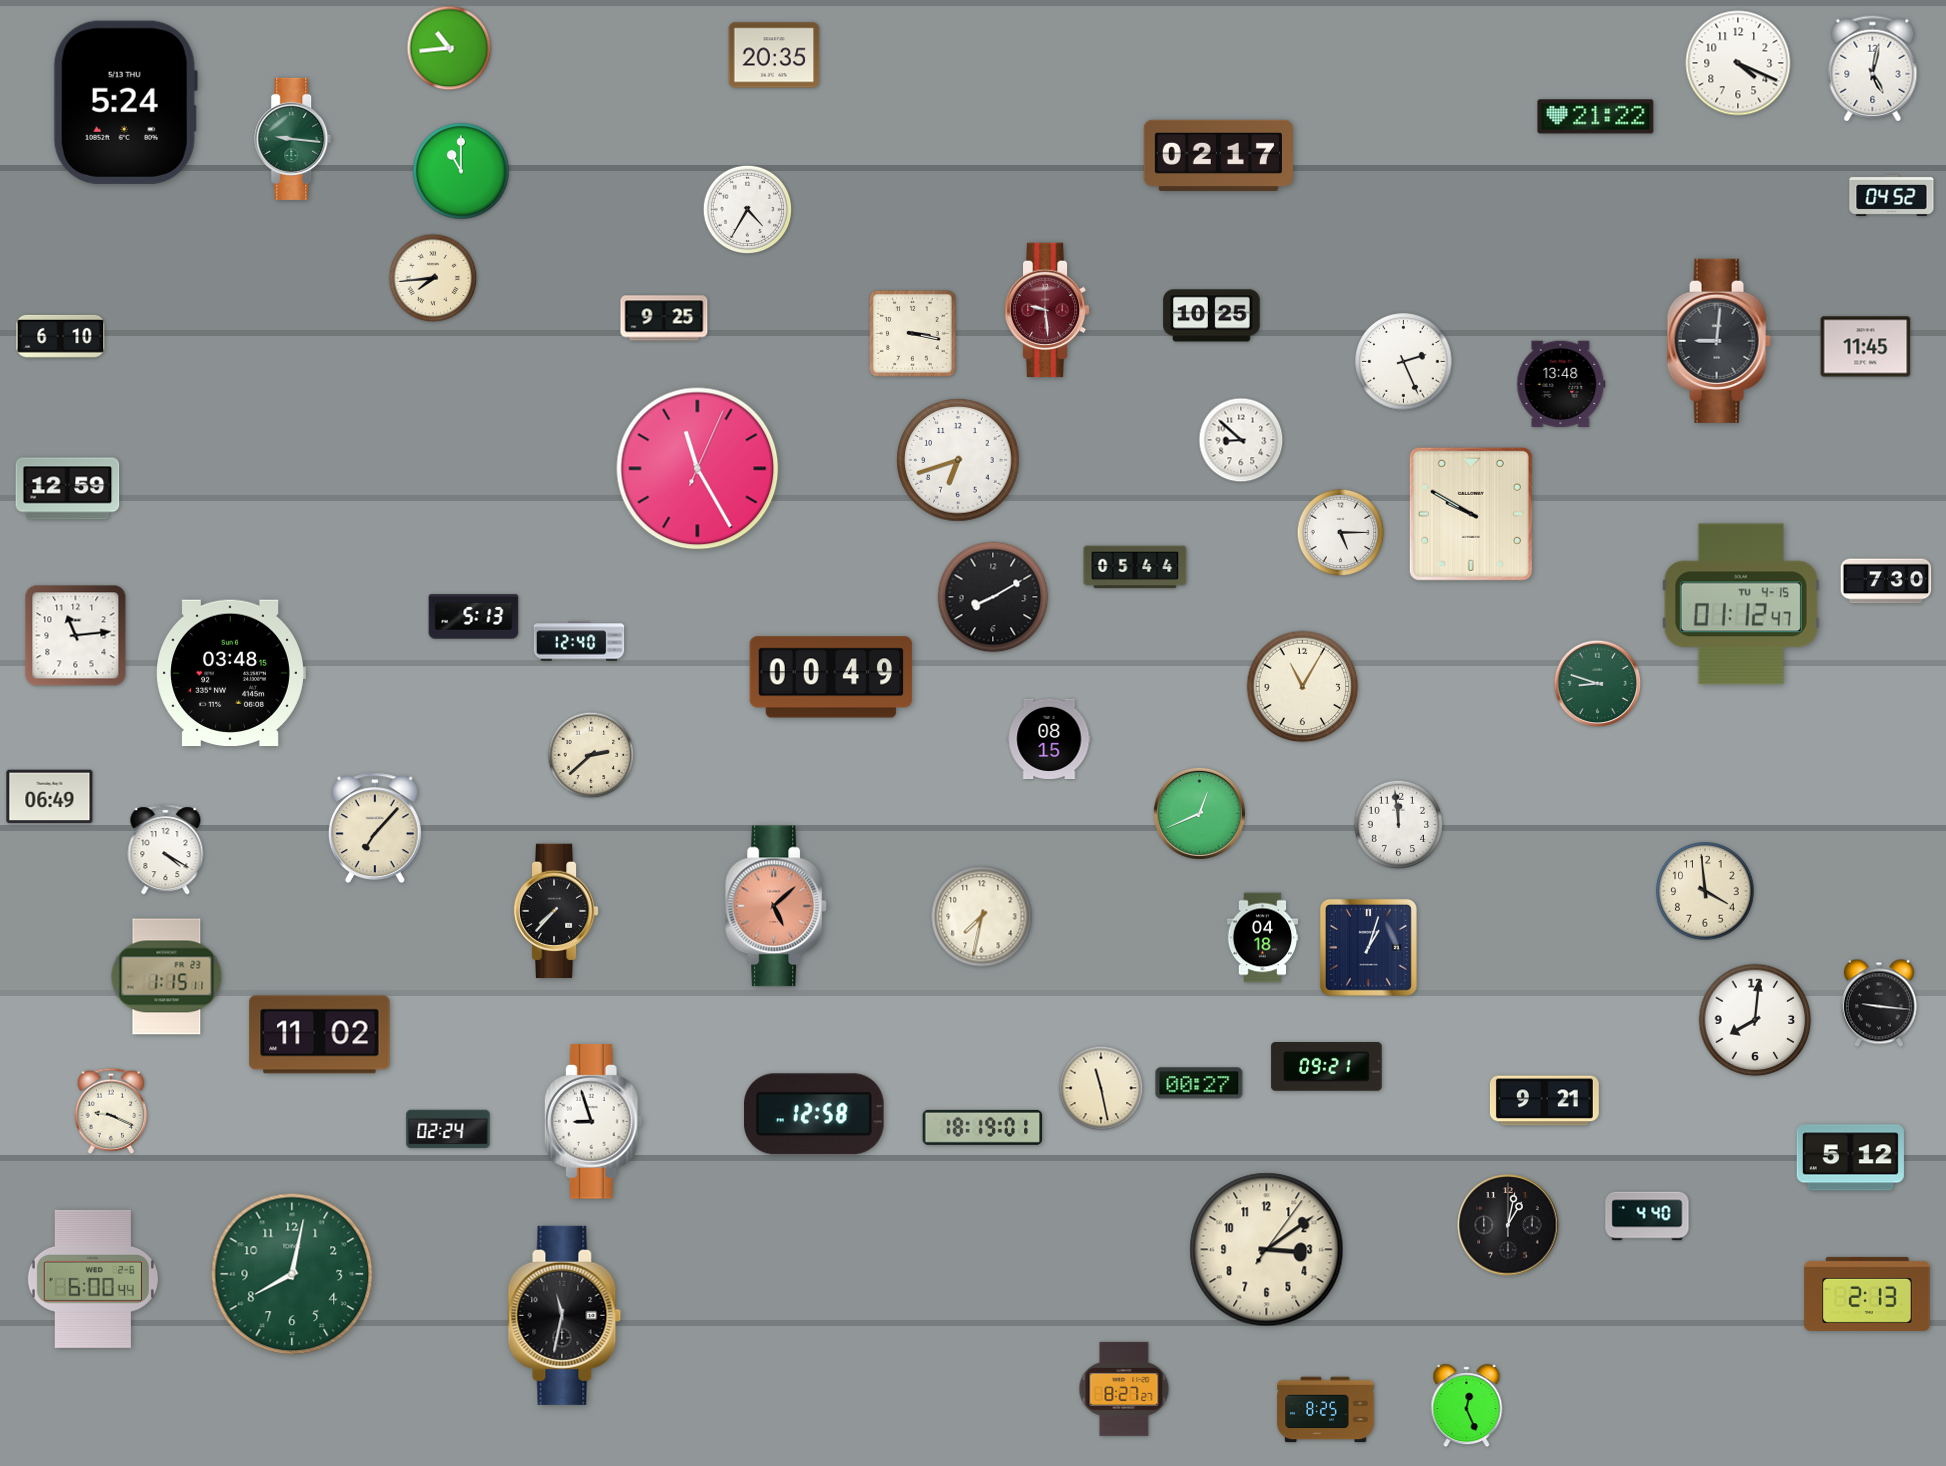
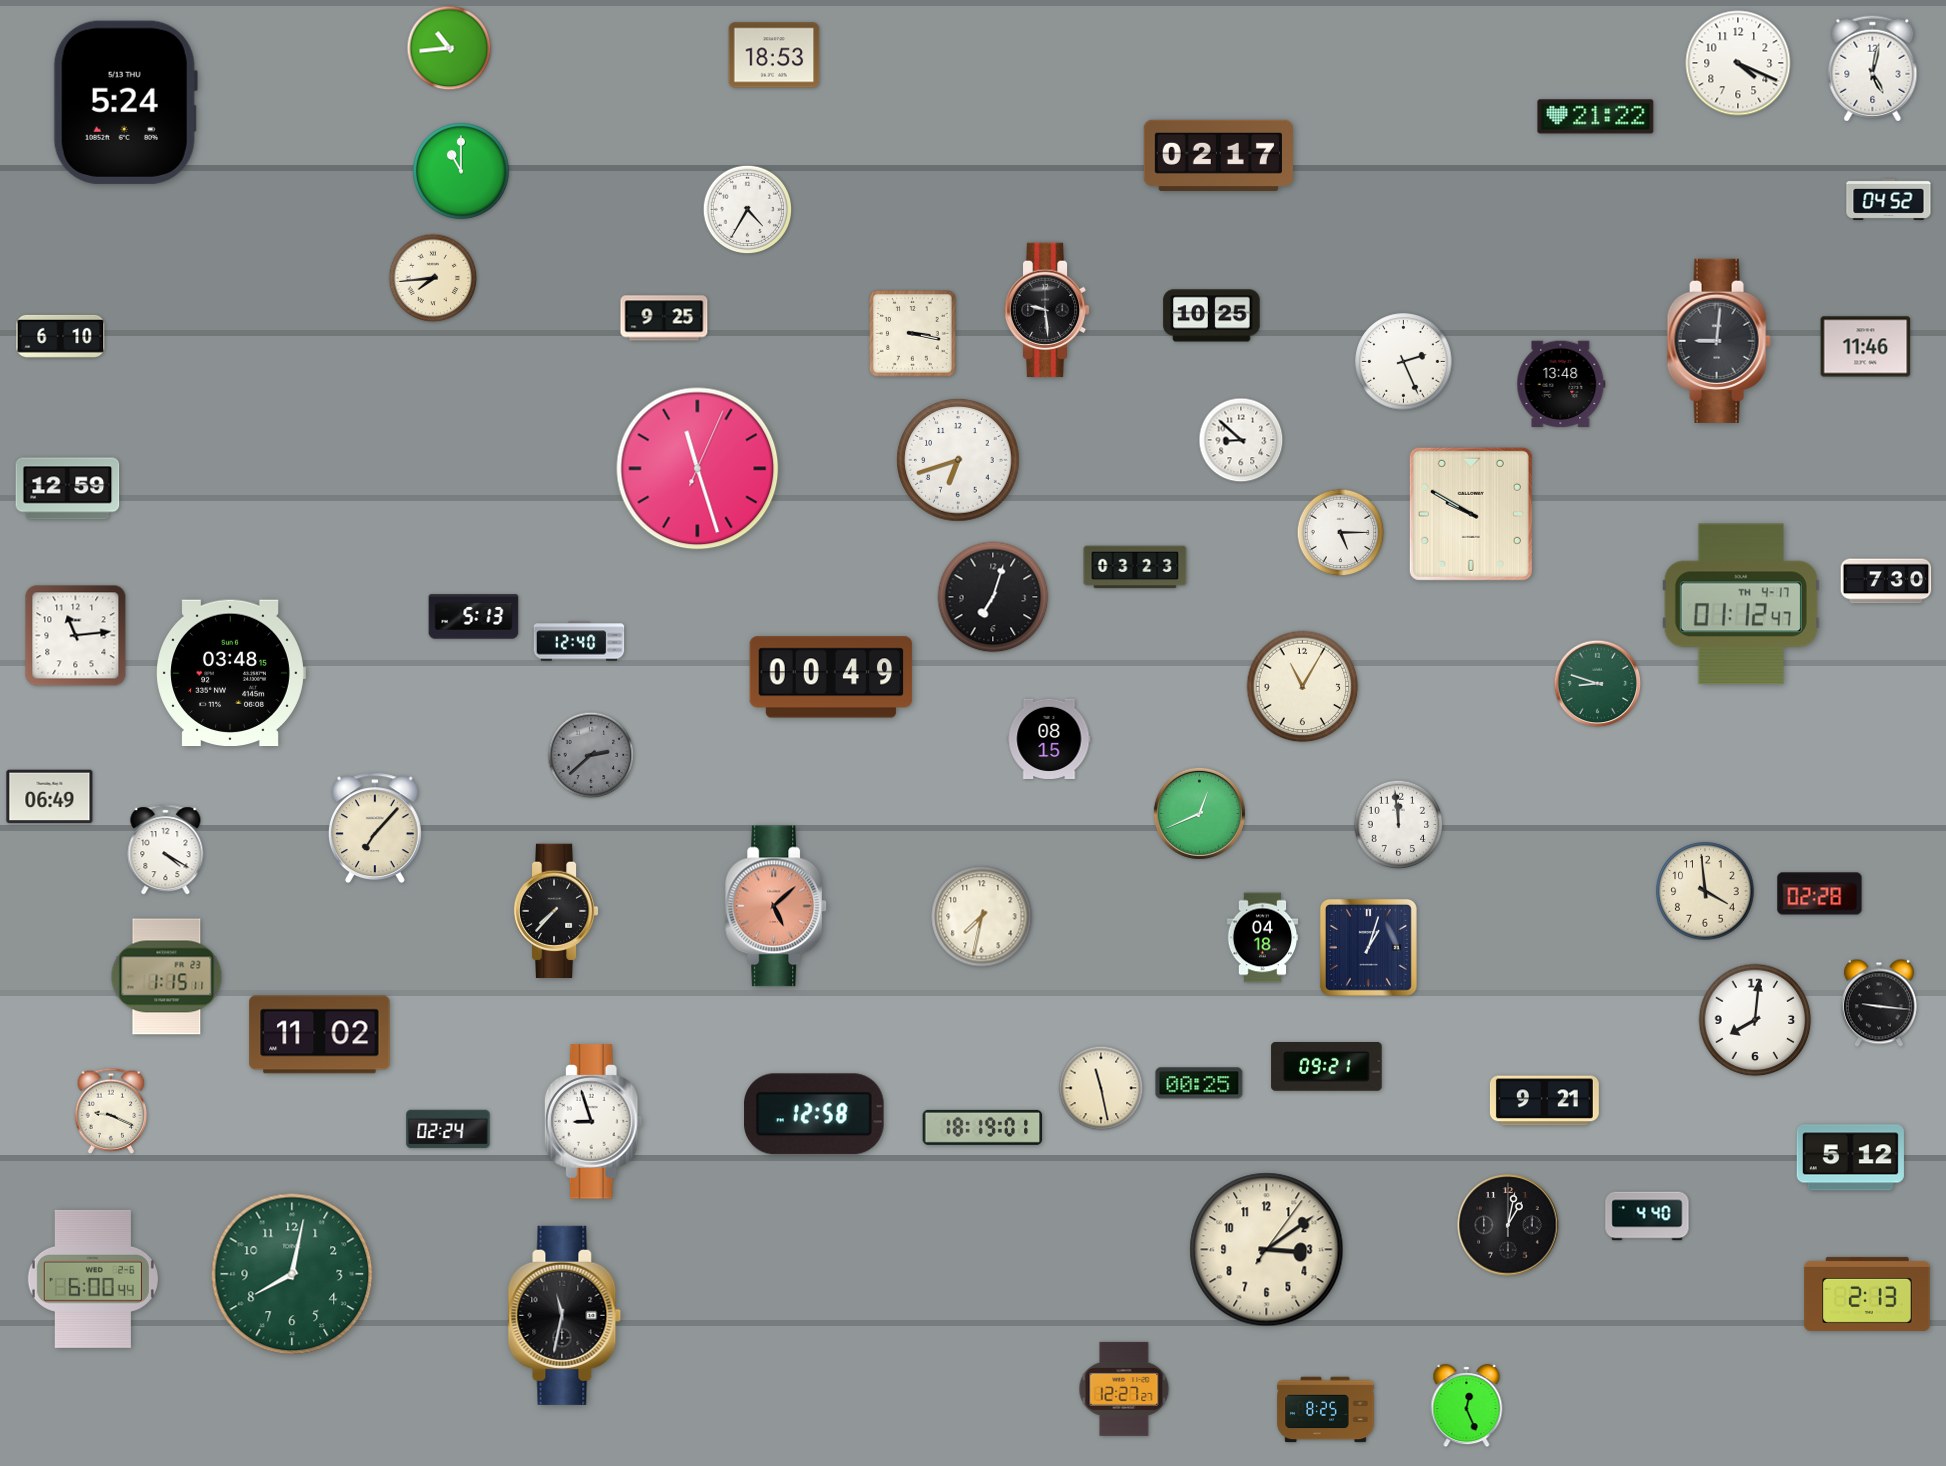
clock at (774, 55): 20:35 -> 18:53
clock at (294, 139): 9:16 -> none
clock at (1892, 195) position: (1892, 195) -> (1889, 199)
clock at (1047, 310) dial: burgundy -> black
clock at (1866, 347): 11:45 -> 11:46
clock at (698, 469): 11:25 -> 11:27
clock at (1135, 567): 05:44 -> 03:23
clock at (993, 597): 8:10 -> 7:03
clock at (1741, 604) date: TU 4-15 -> TH 4-17
clock at (591, 755) dial: cream -> grey
clock at (1820, 894): none -> 02:28
clock at (1199, 1083): 00:27 -> 00:25
clock at (1124, 1389): 8:27 -> 12:27
